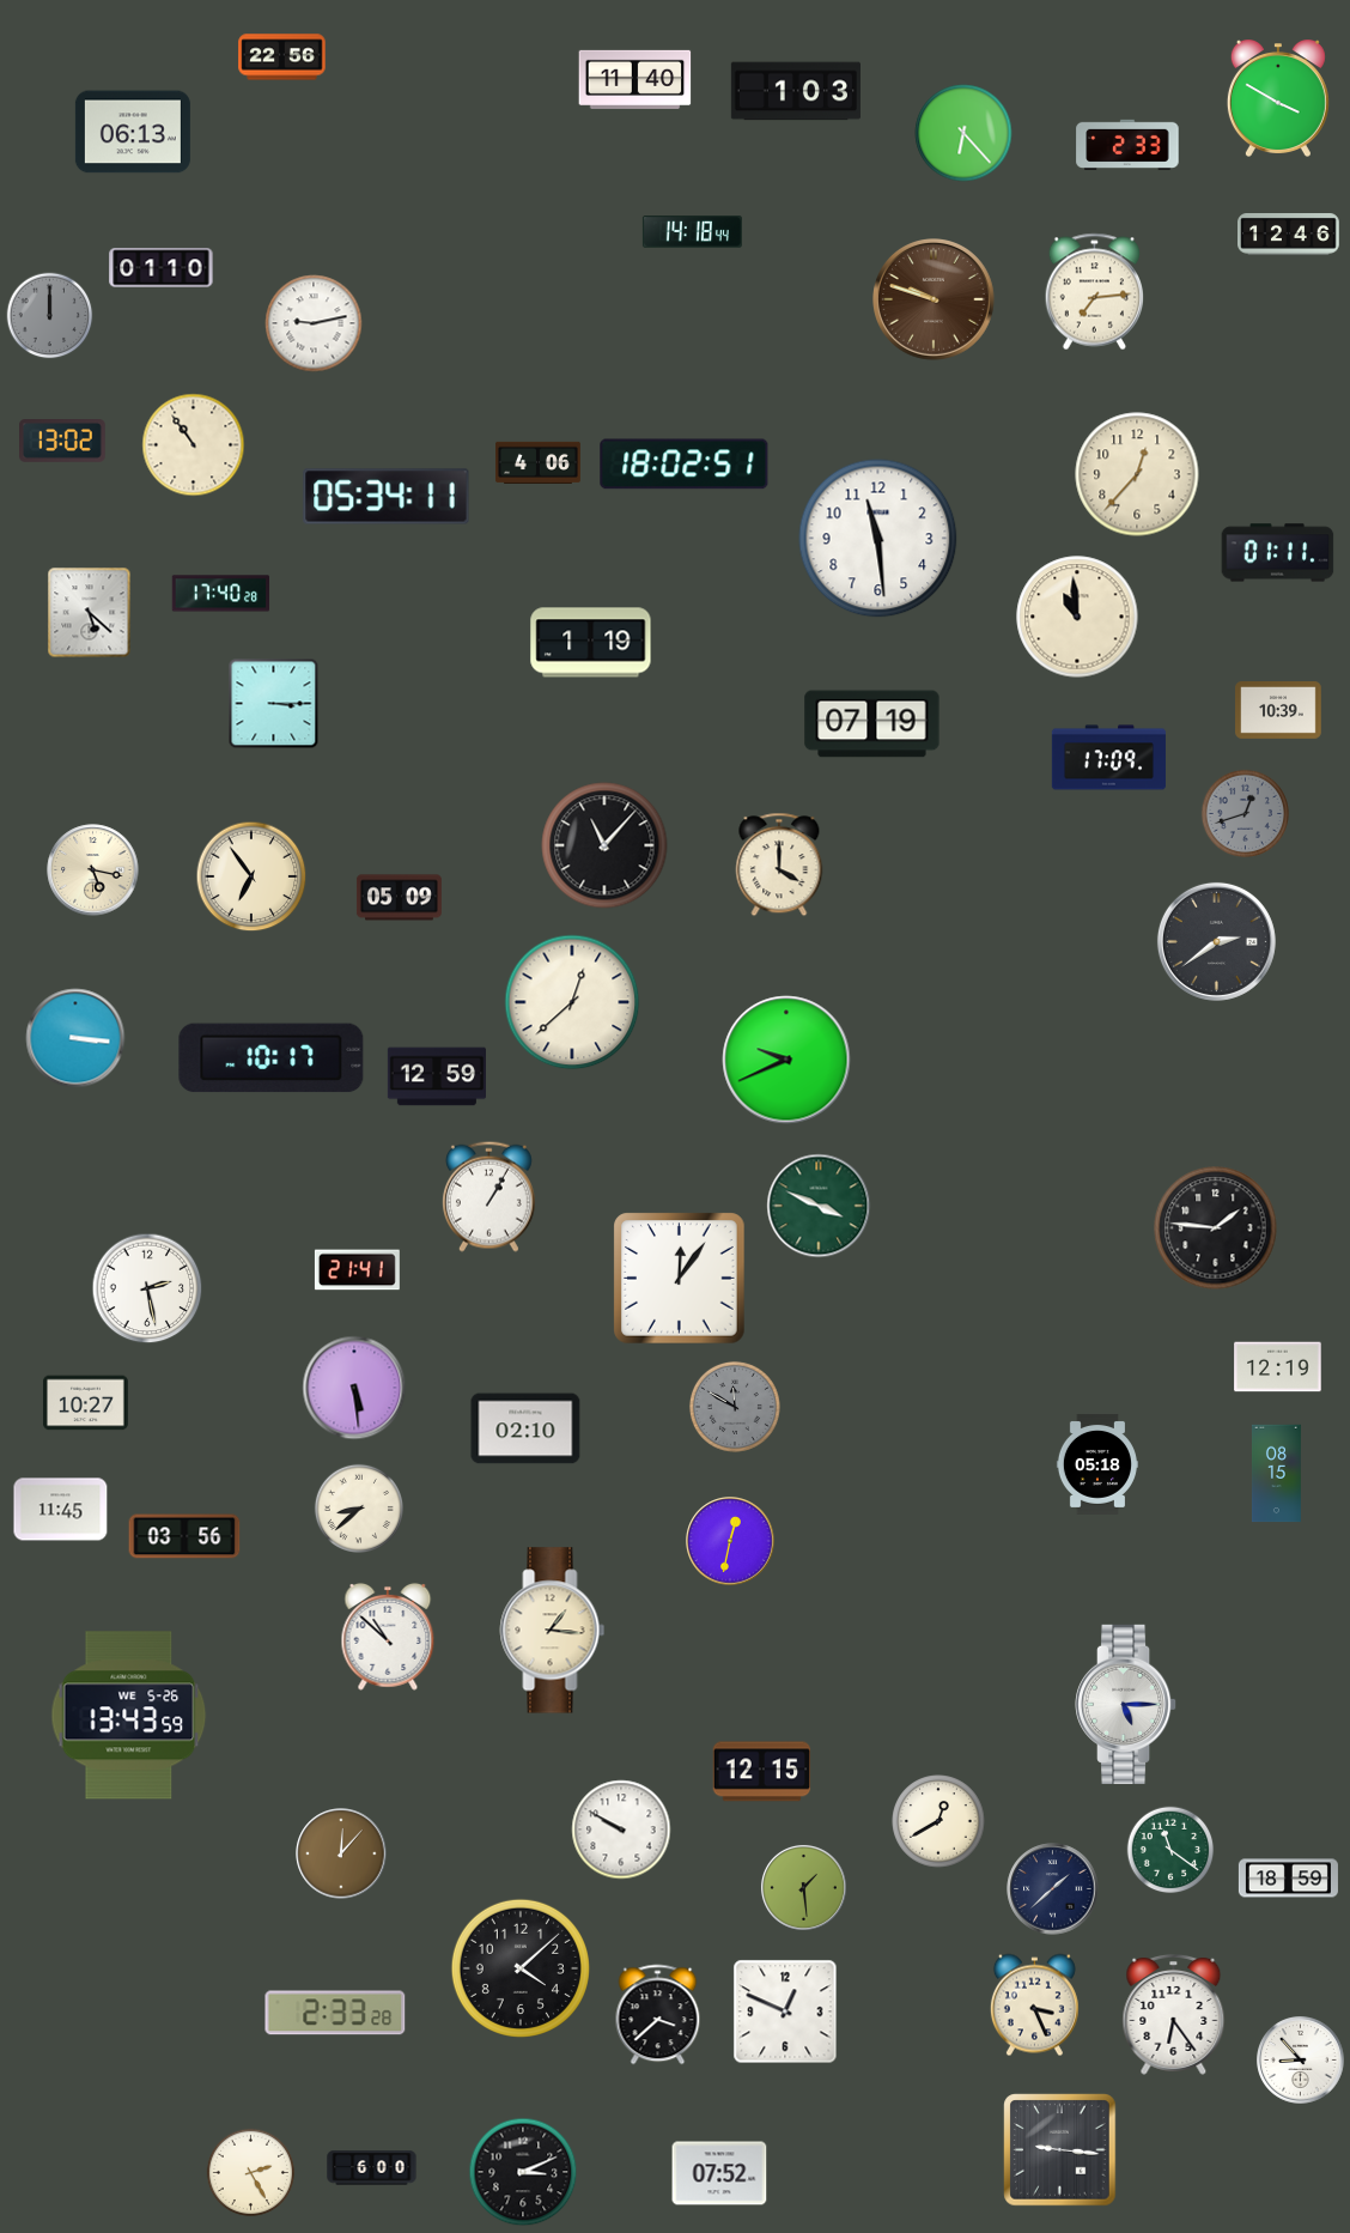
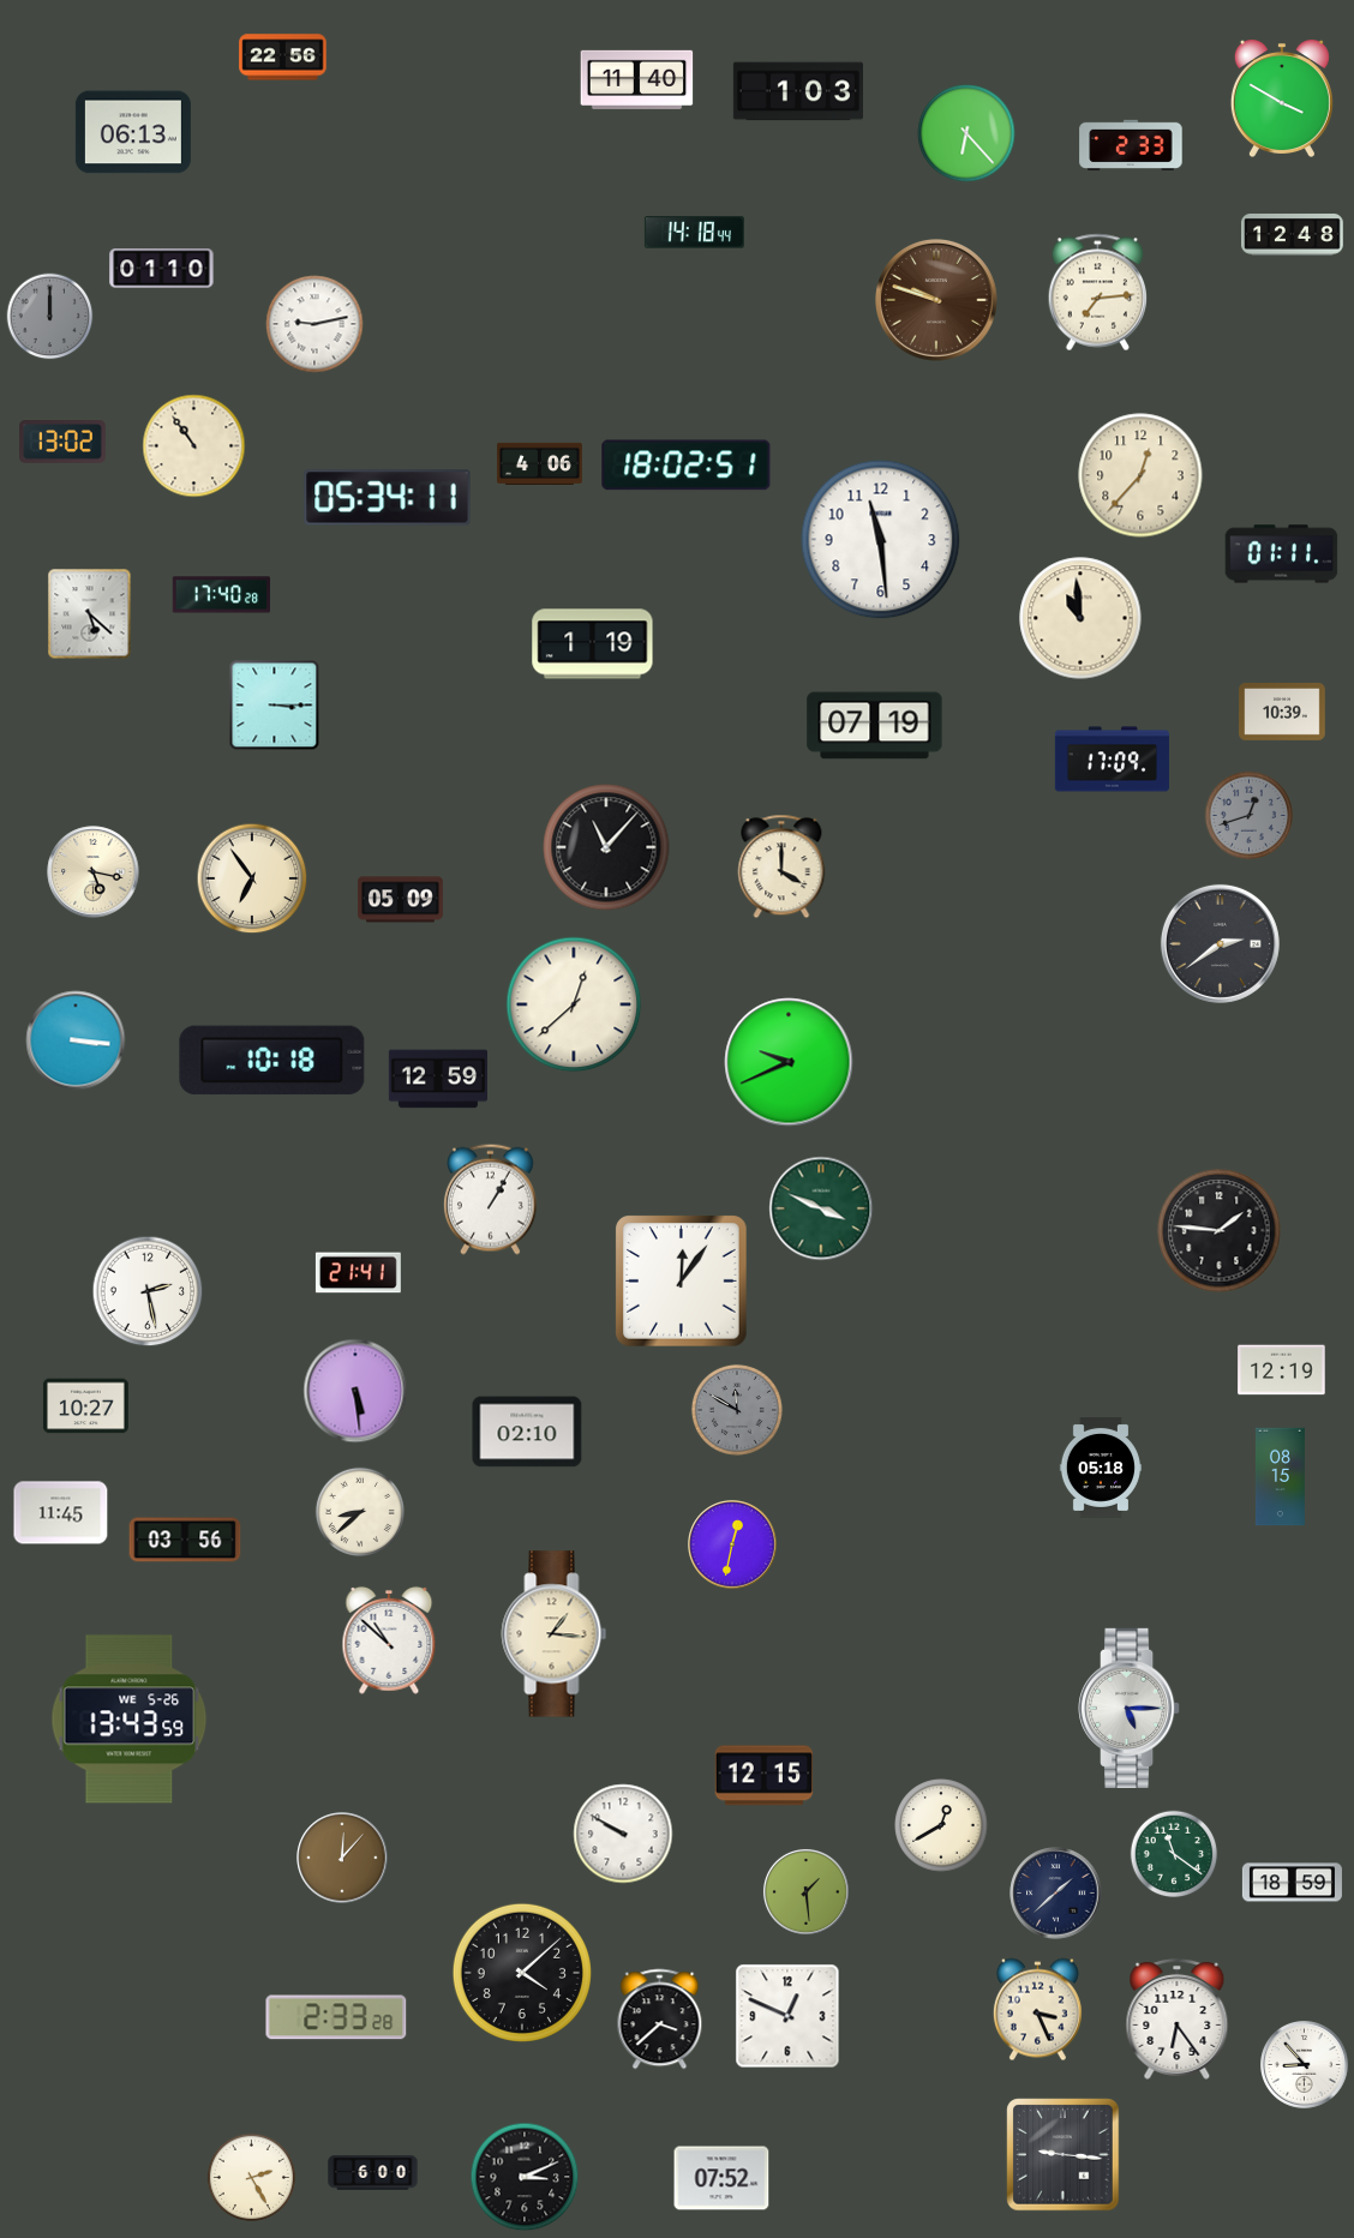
clock at (1289, 235): 12:46 -> 12:48
clock at (272, 1058): 10:17 -> 10:18
